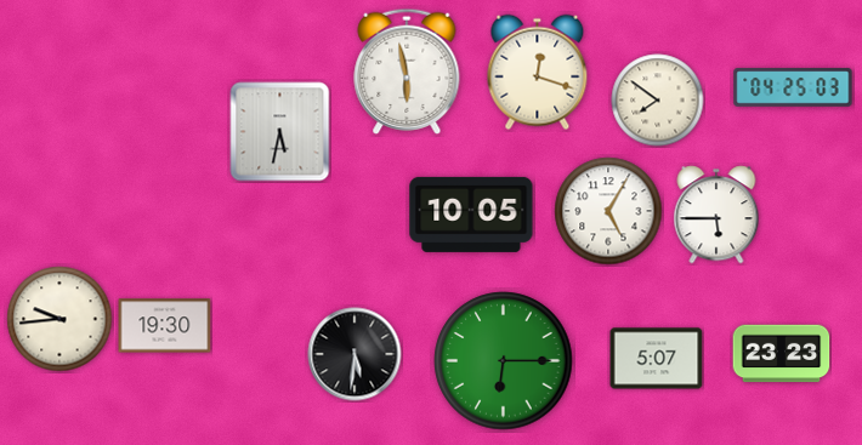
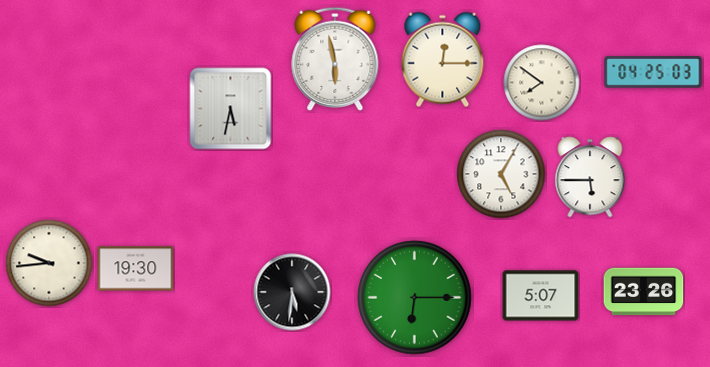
clock at (538, 73): 12:18 -> 12:15
clock at (471, 215): 10:05 -> none
clock at (782, 354): 23:23 -> 23:26
